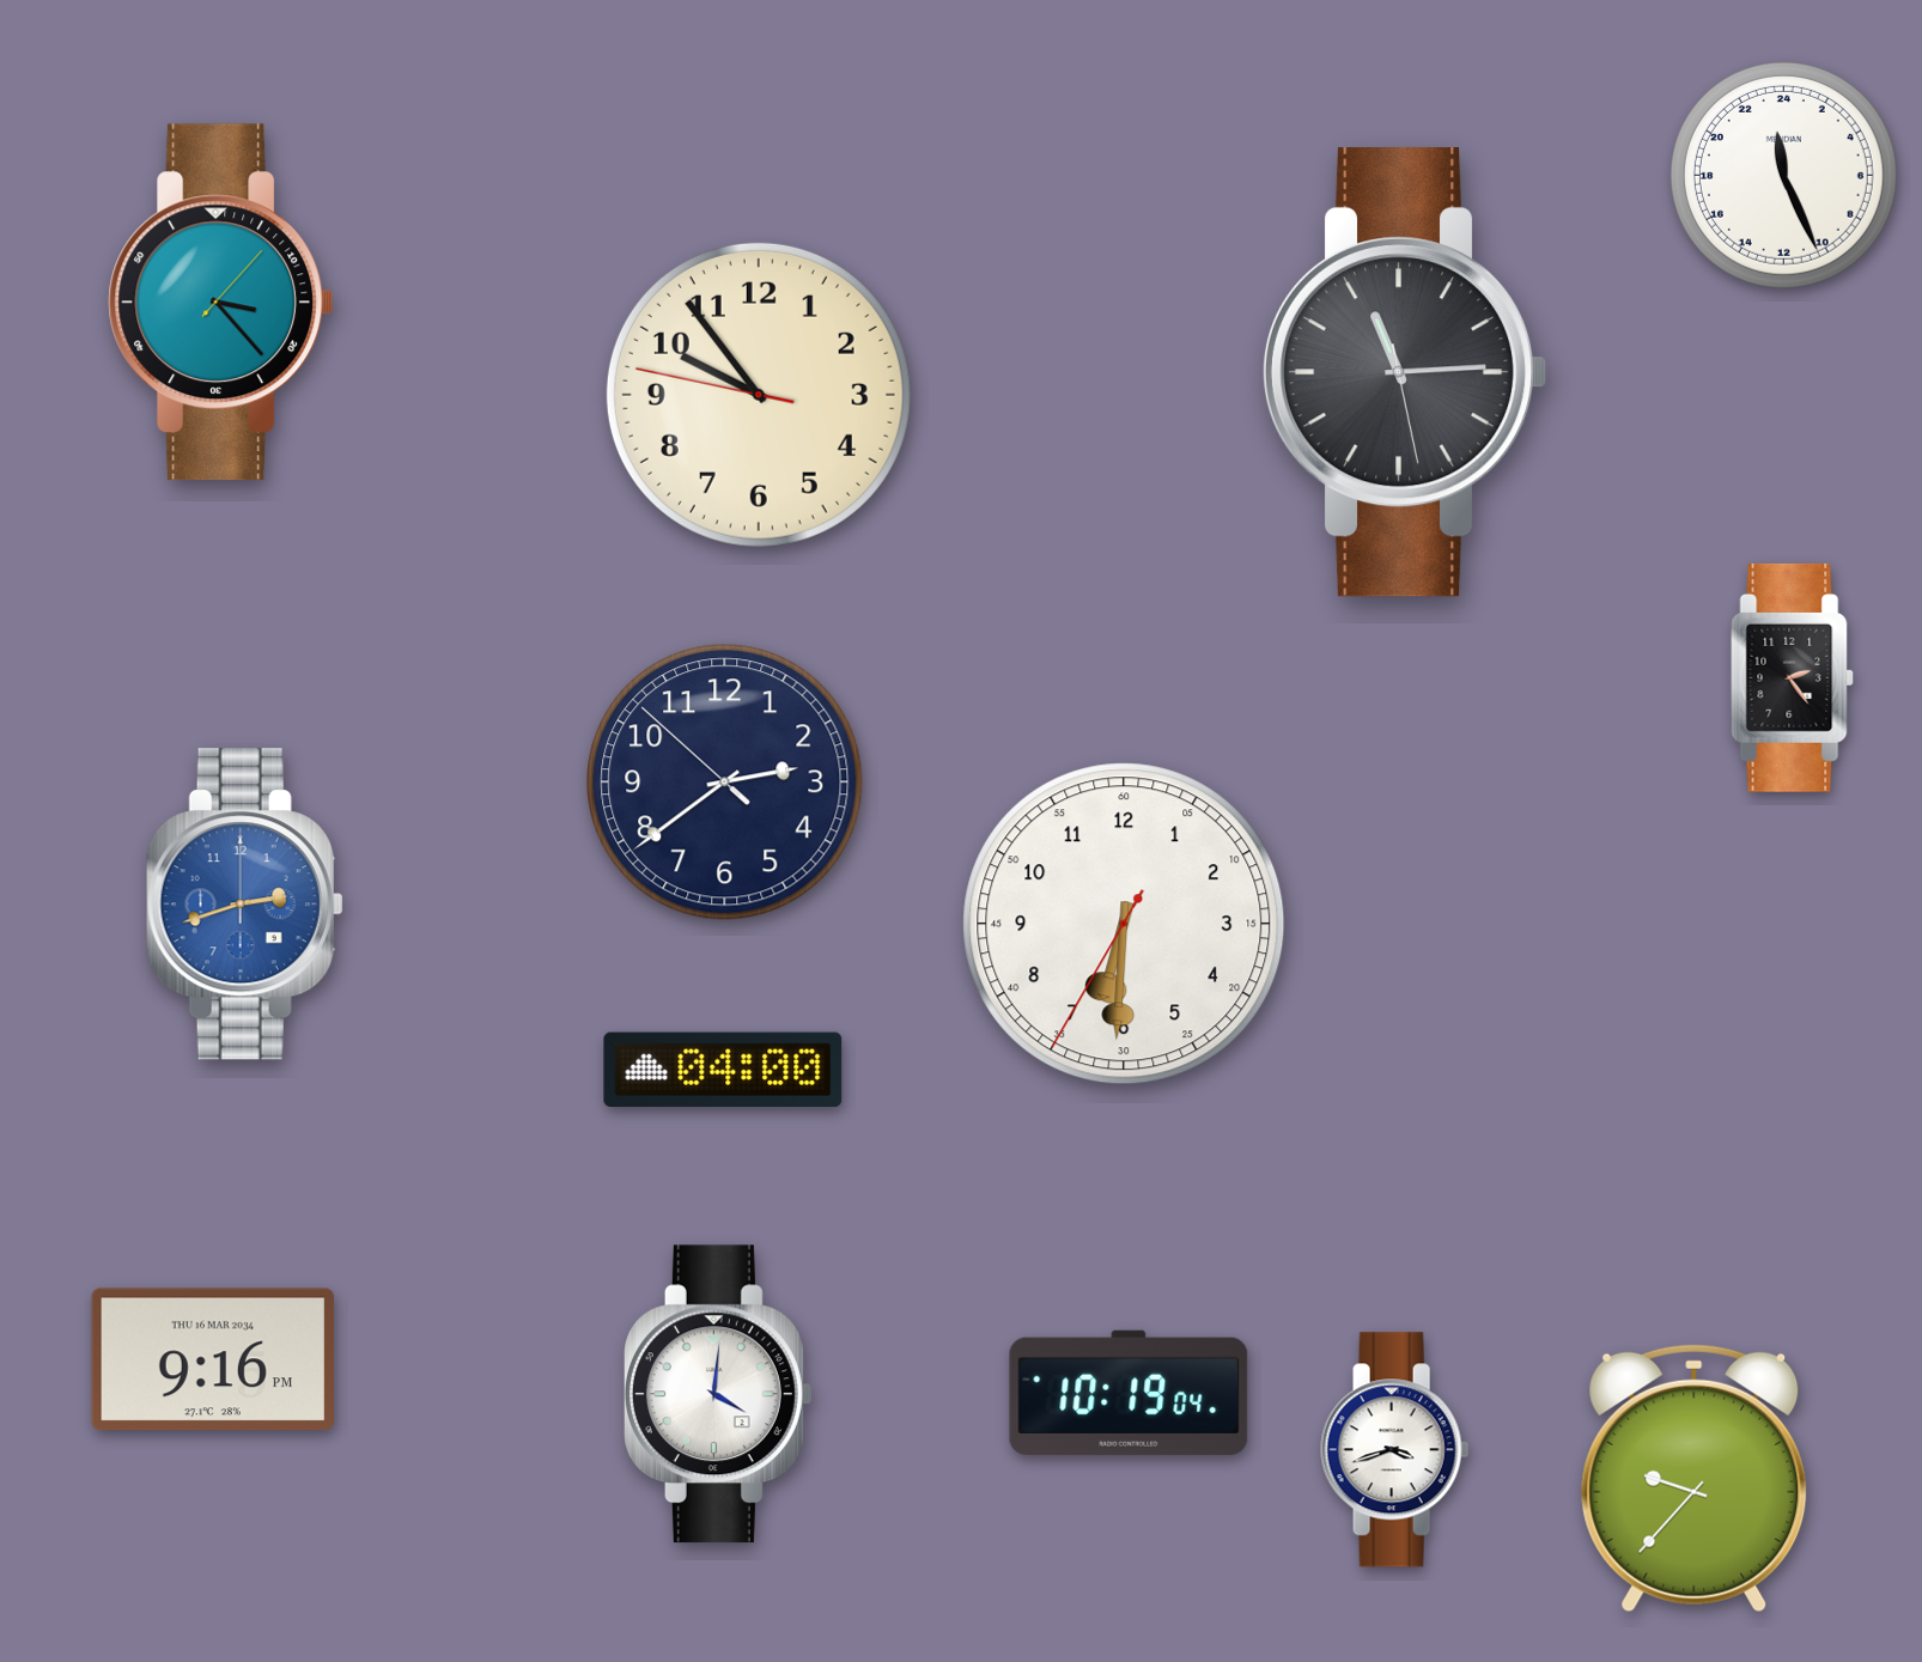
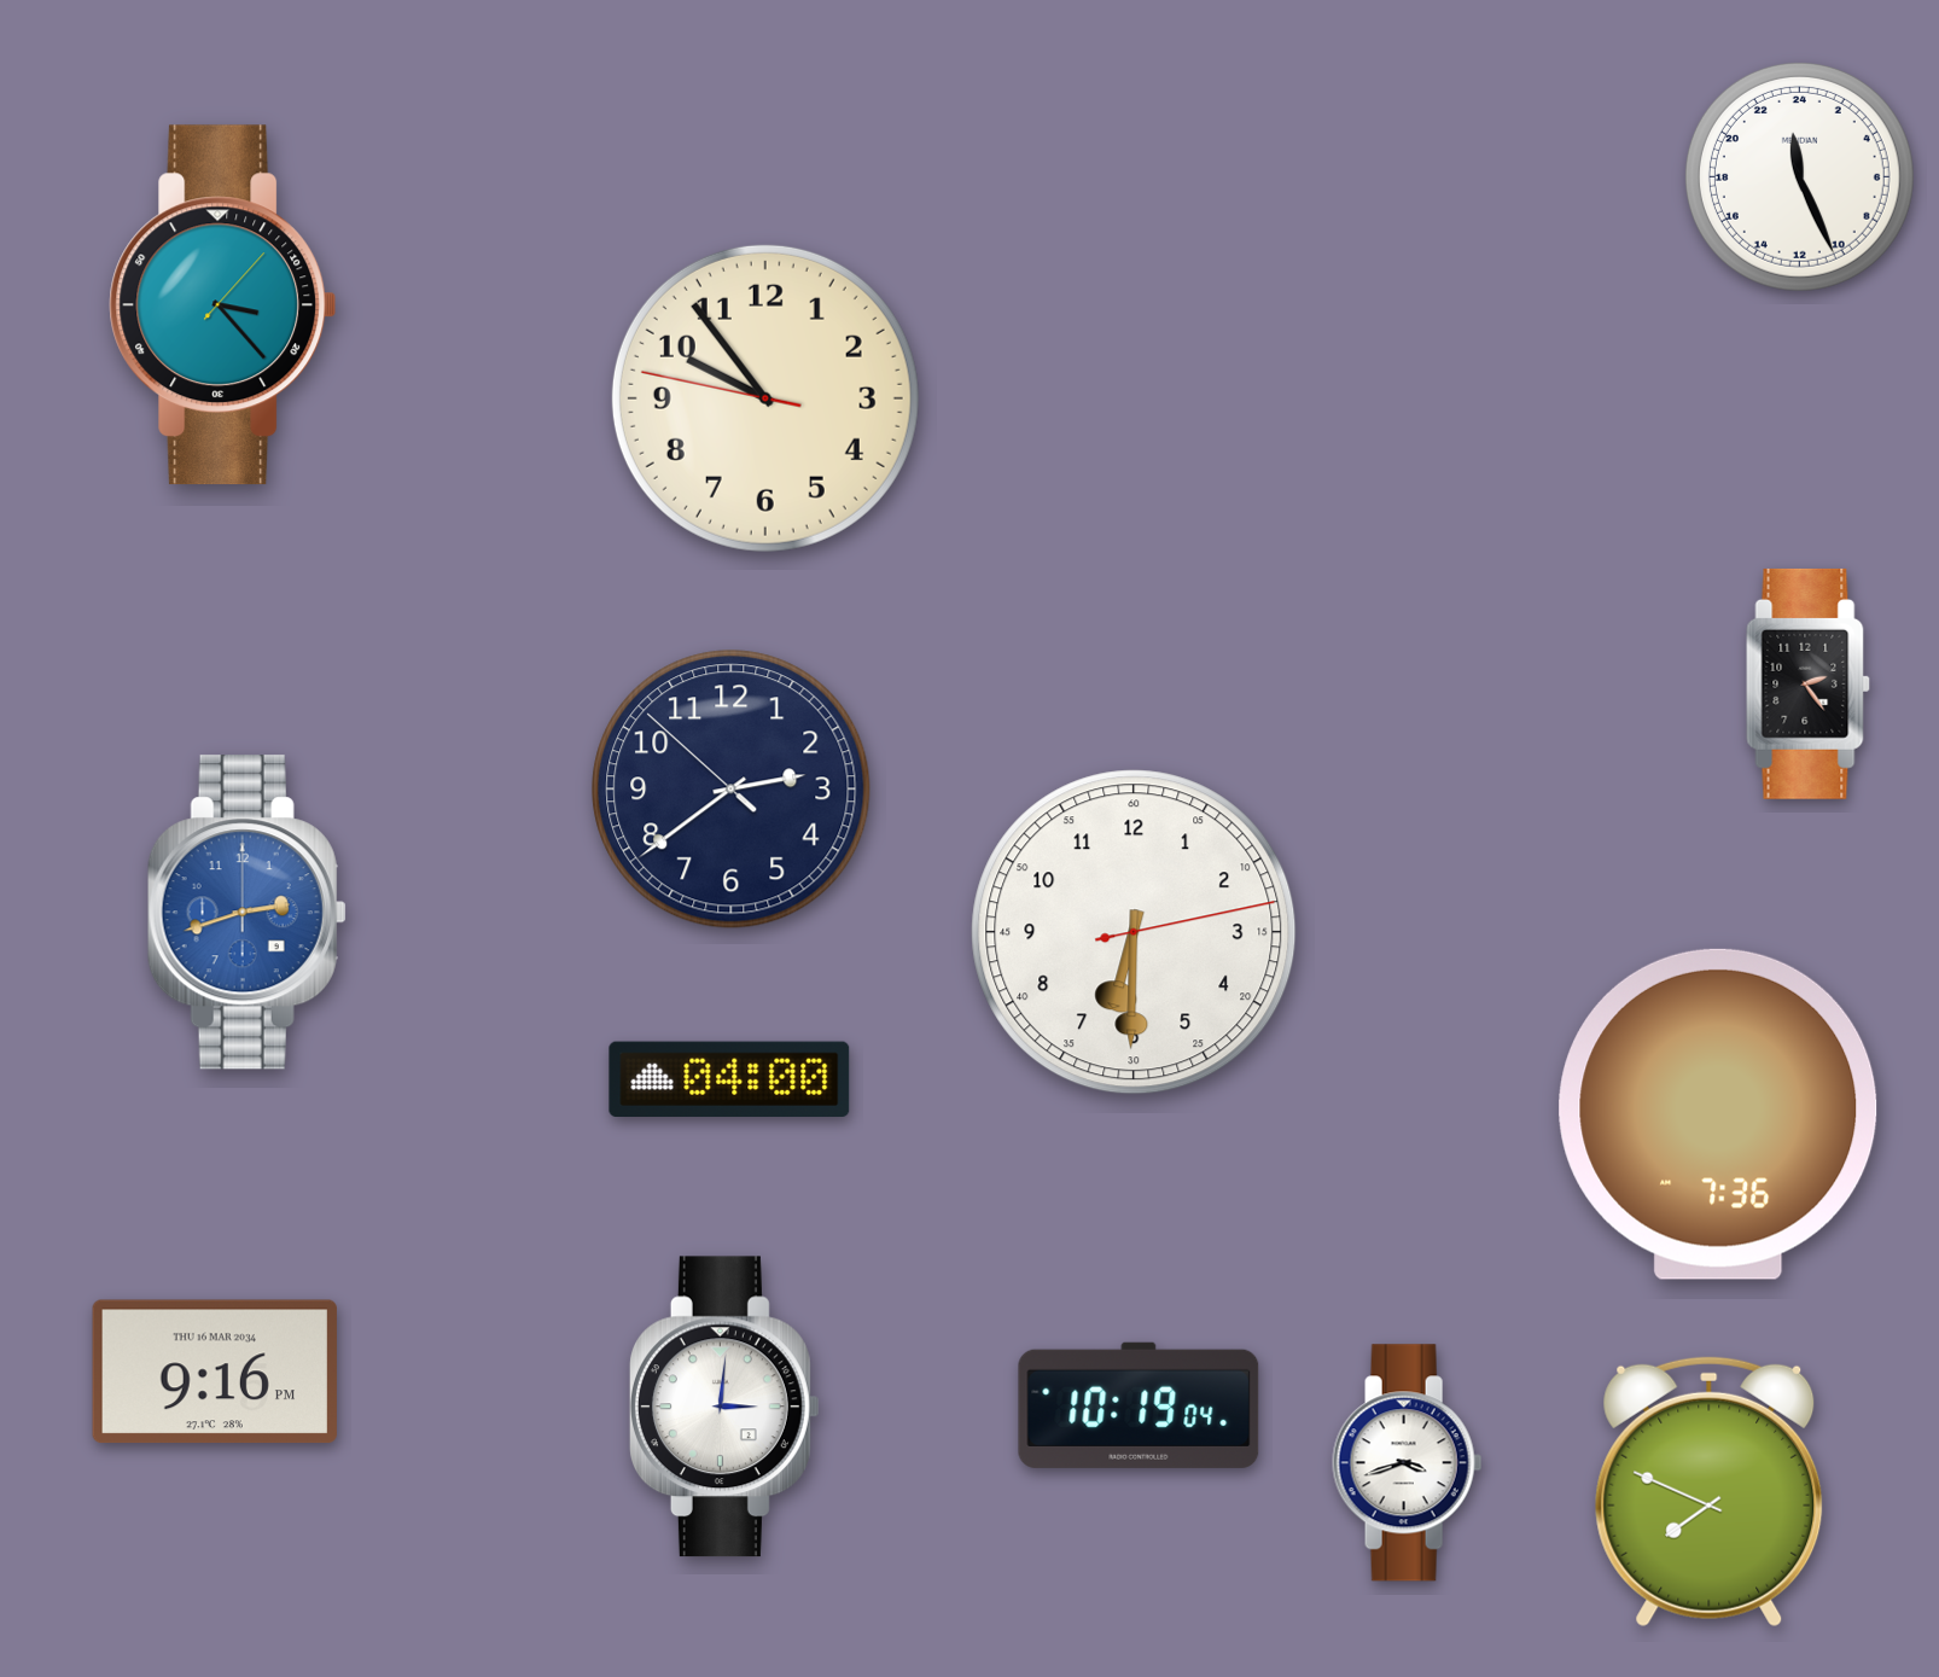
clock at (1405, 373): 11:14 -> none
clock at (1124, 924): 6:30:35 -> 6:30:13
clock at (1718, 1114): none -> 7:36
clock at (718, 1394): 4:01 -> 3:01
clock at (1695, 1479): 9:37 -> 7:49
